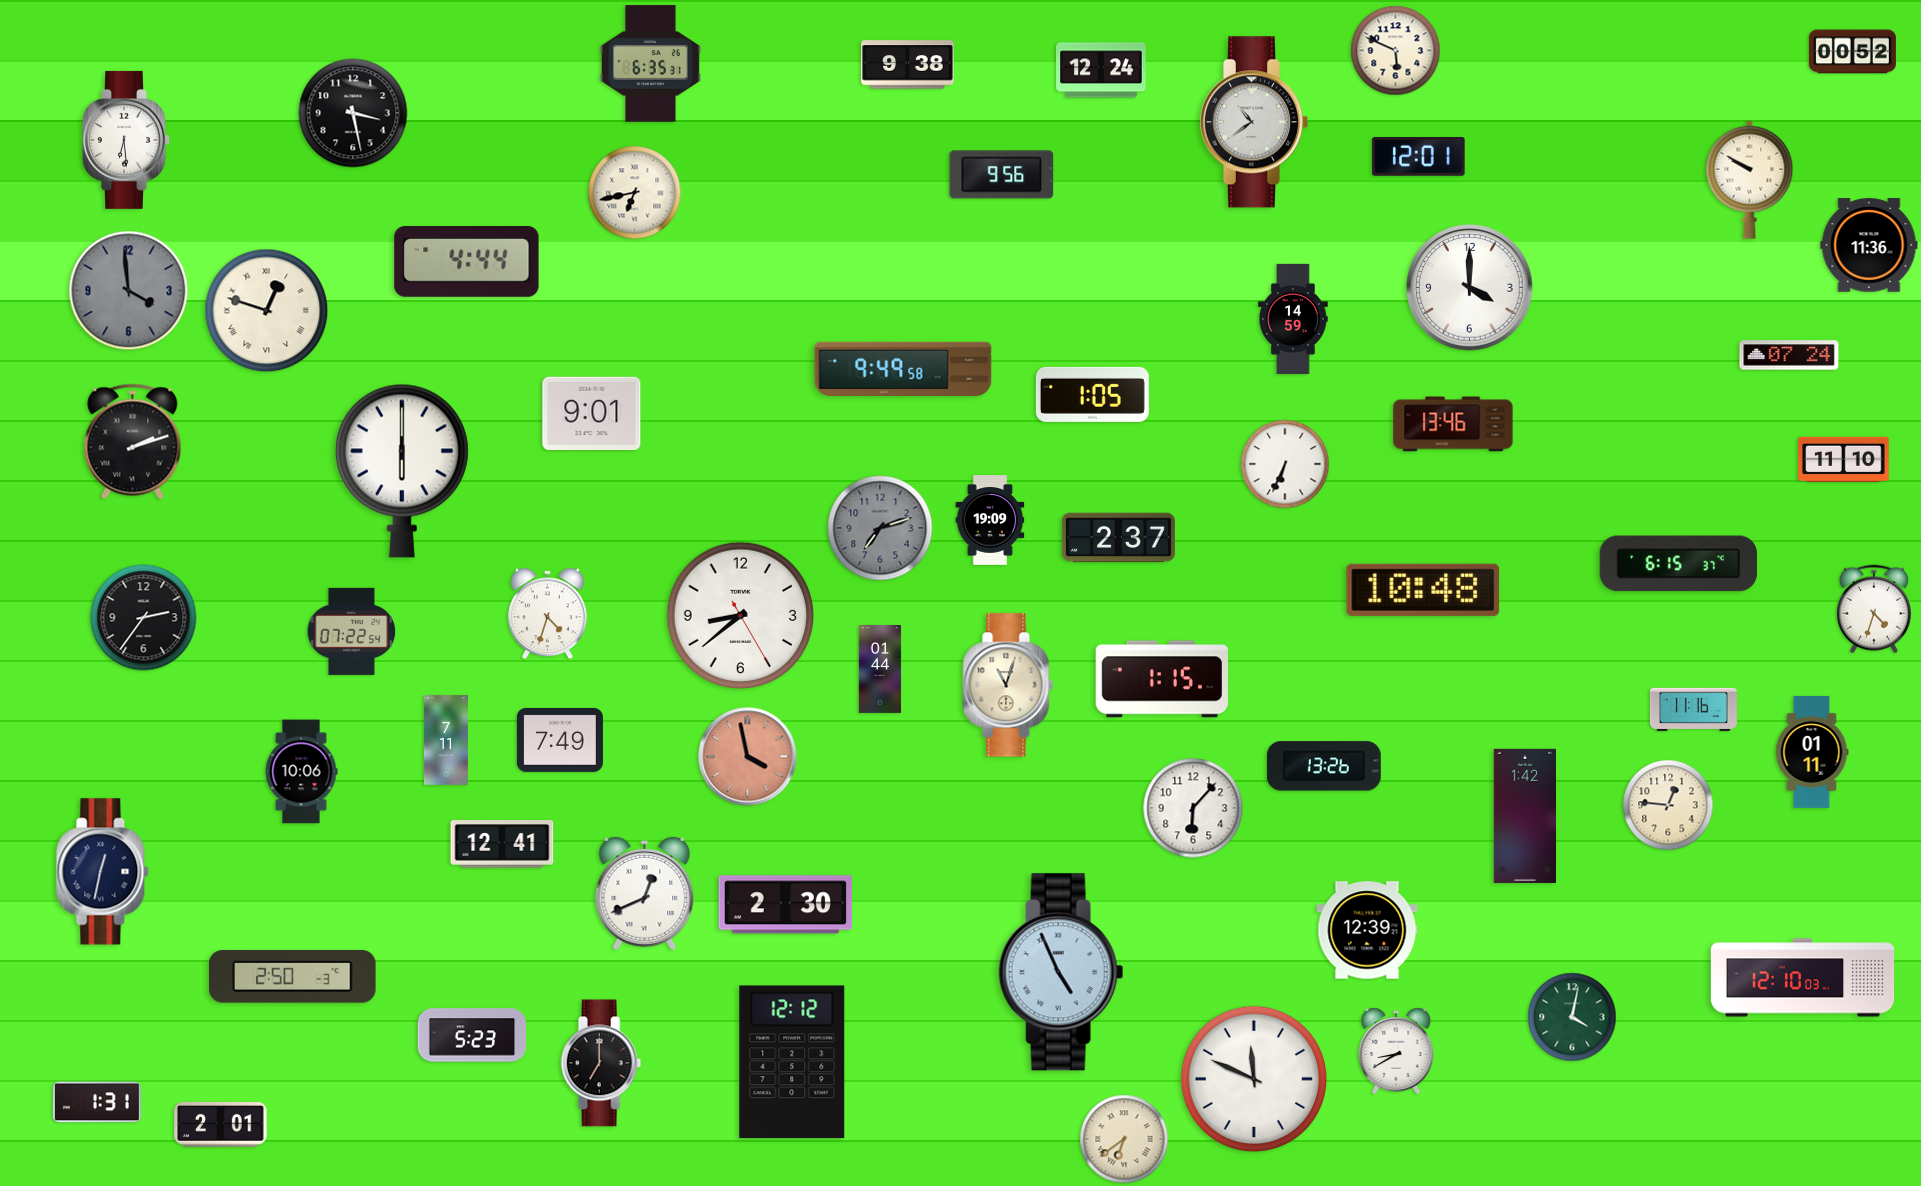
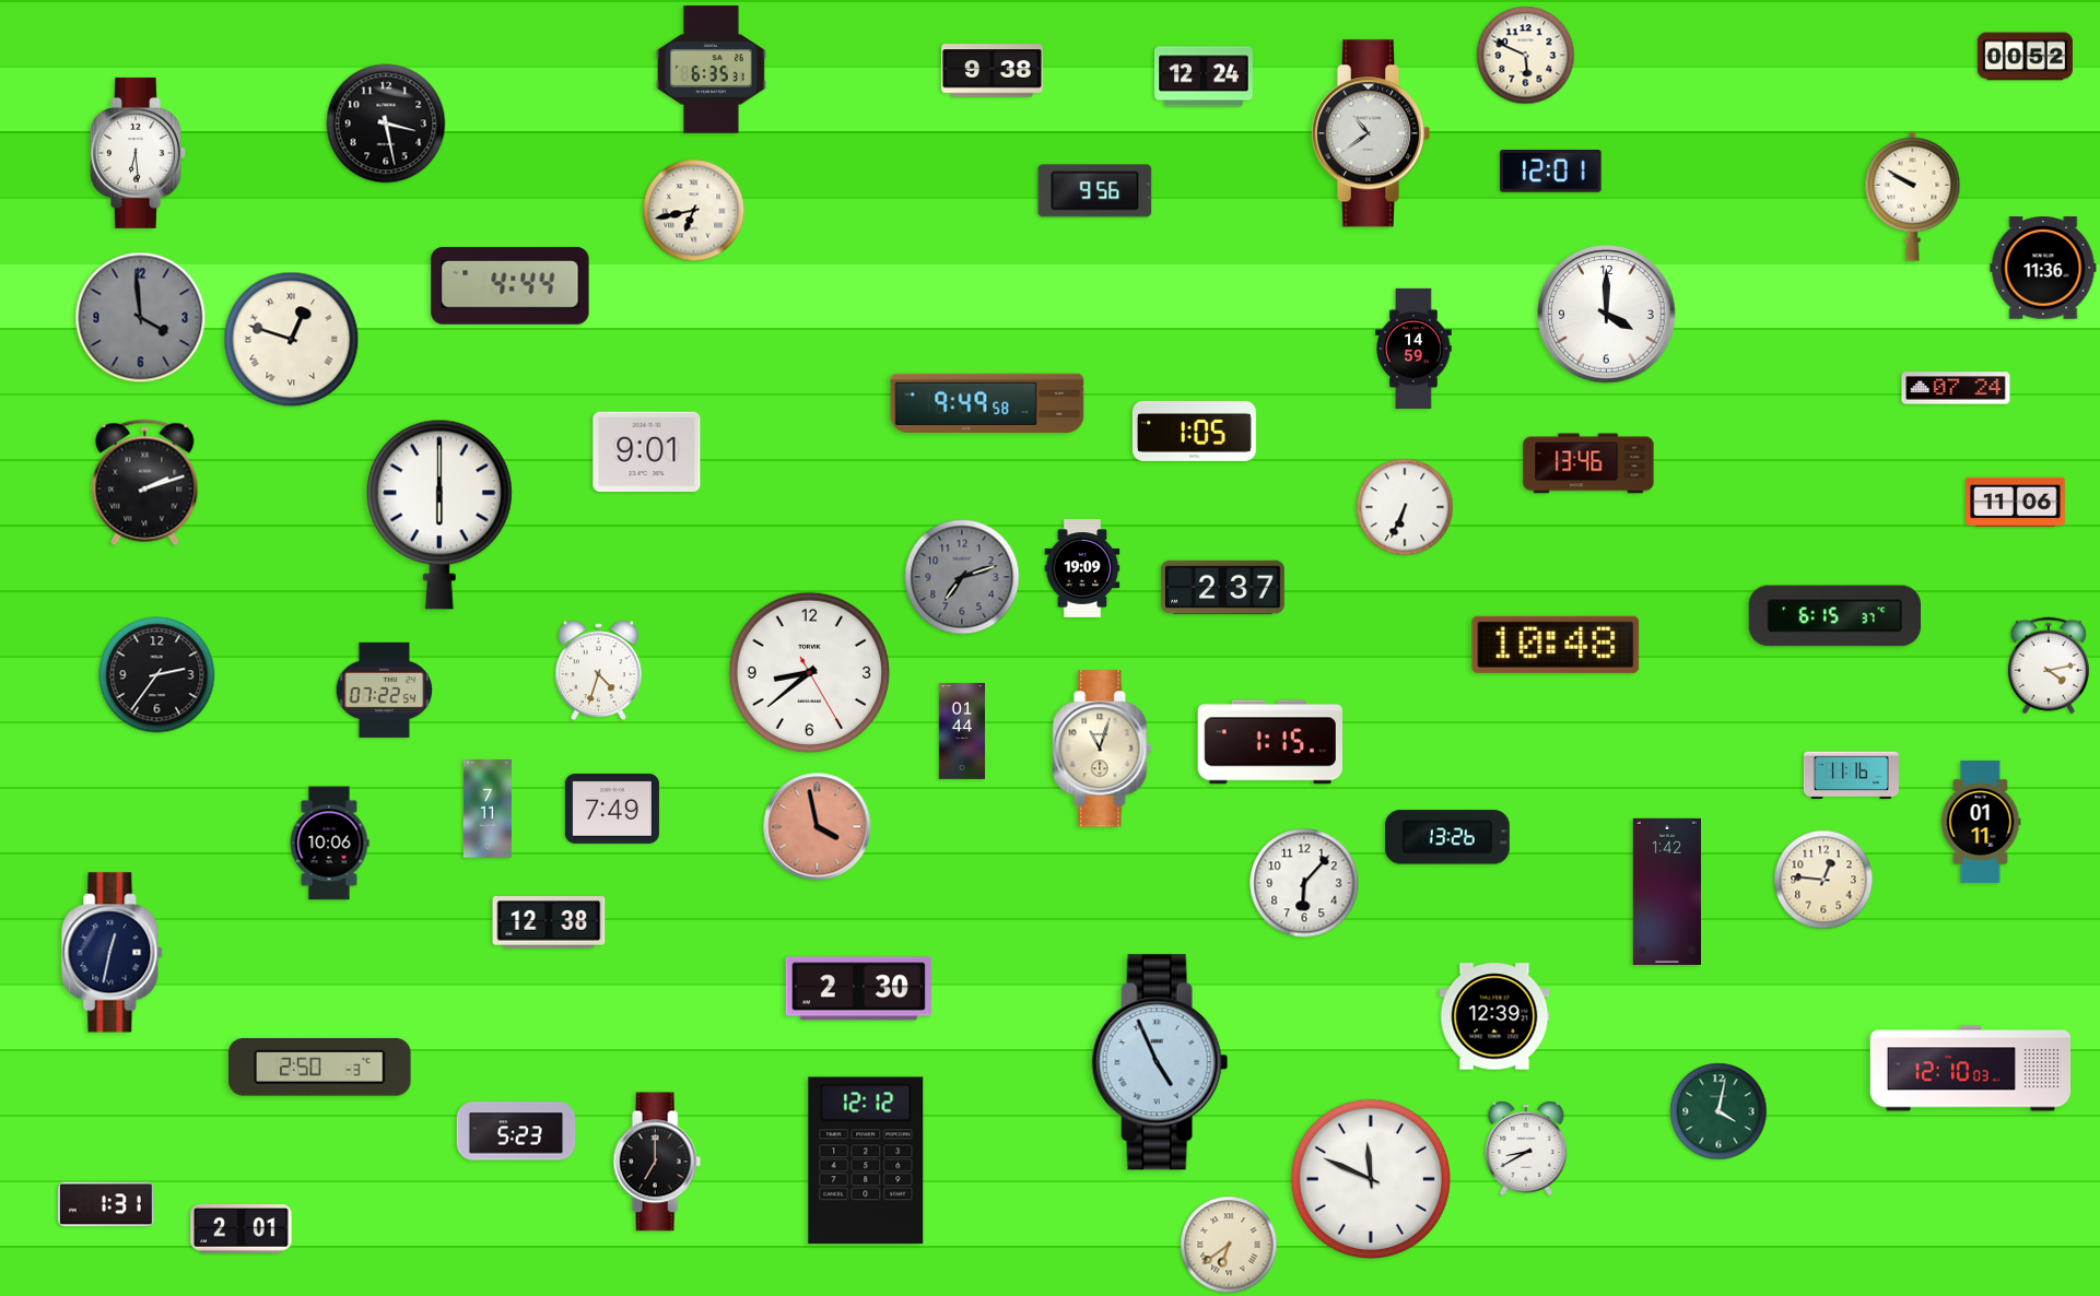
clock at (1844, 459): 11:10 -> 11:06
clock at (1874, 609): 4:33 -> 4:13
clock at (502, 844): 12:41 -> 12:38
clock at (645, 893): 12:41 -> none
